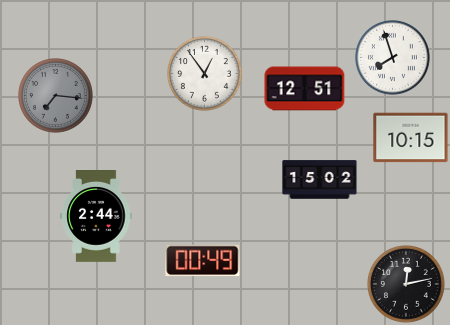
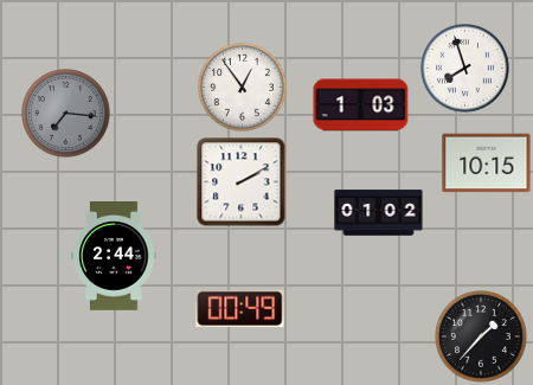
clock at (305, 89): 12:51 -> 1:03
clock at (242, 182): none -> 2:10
clock at (320, 180): 15:02 -> 01:02
clock at (406, 284): 12:13 -> 1:37
